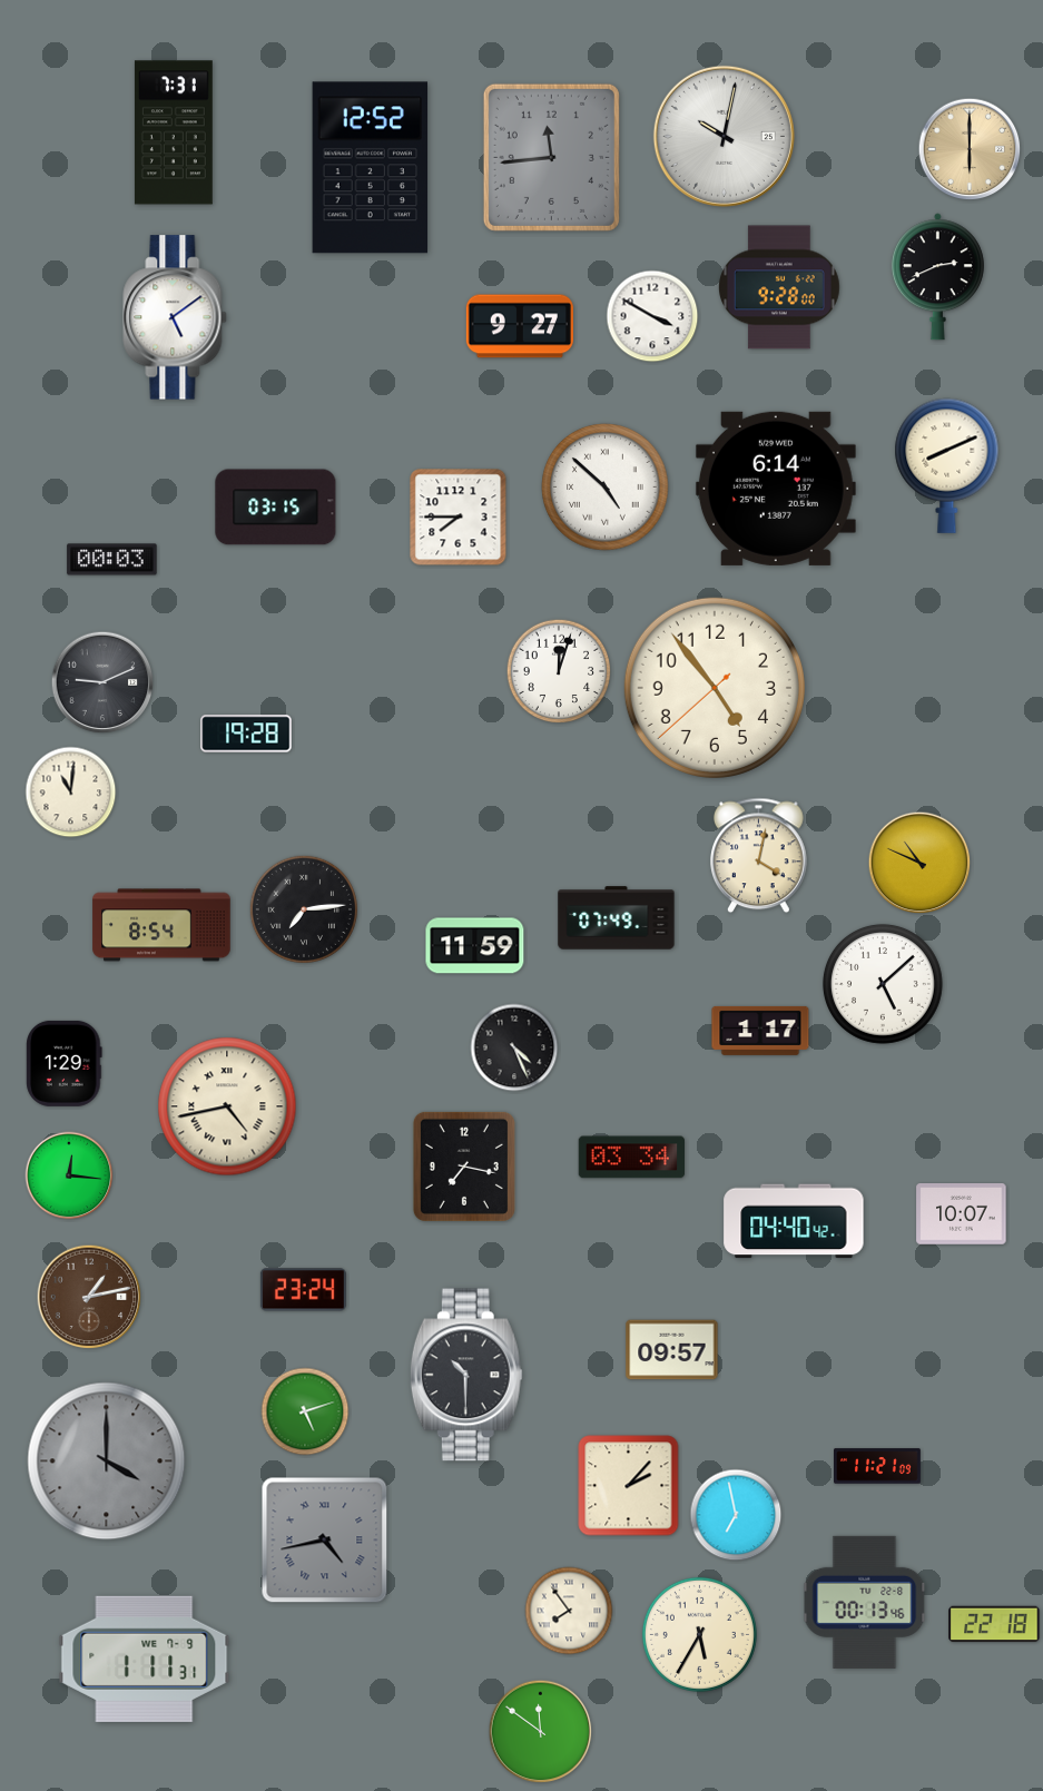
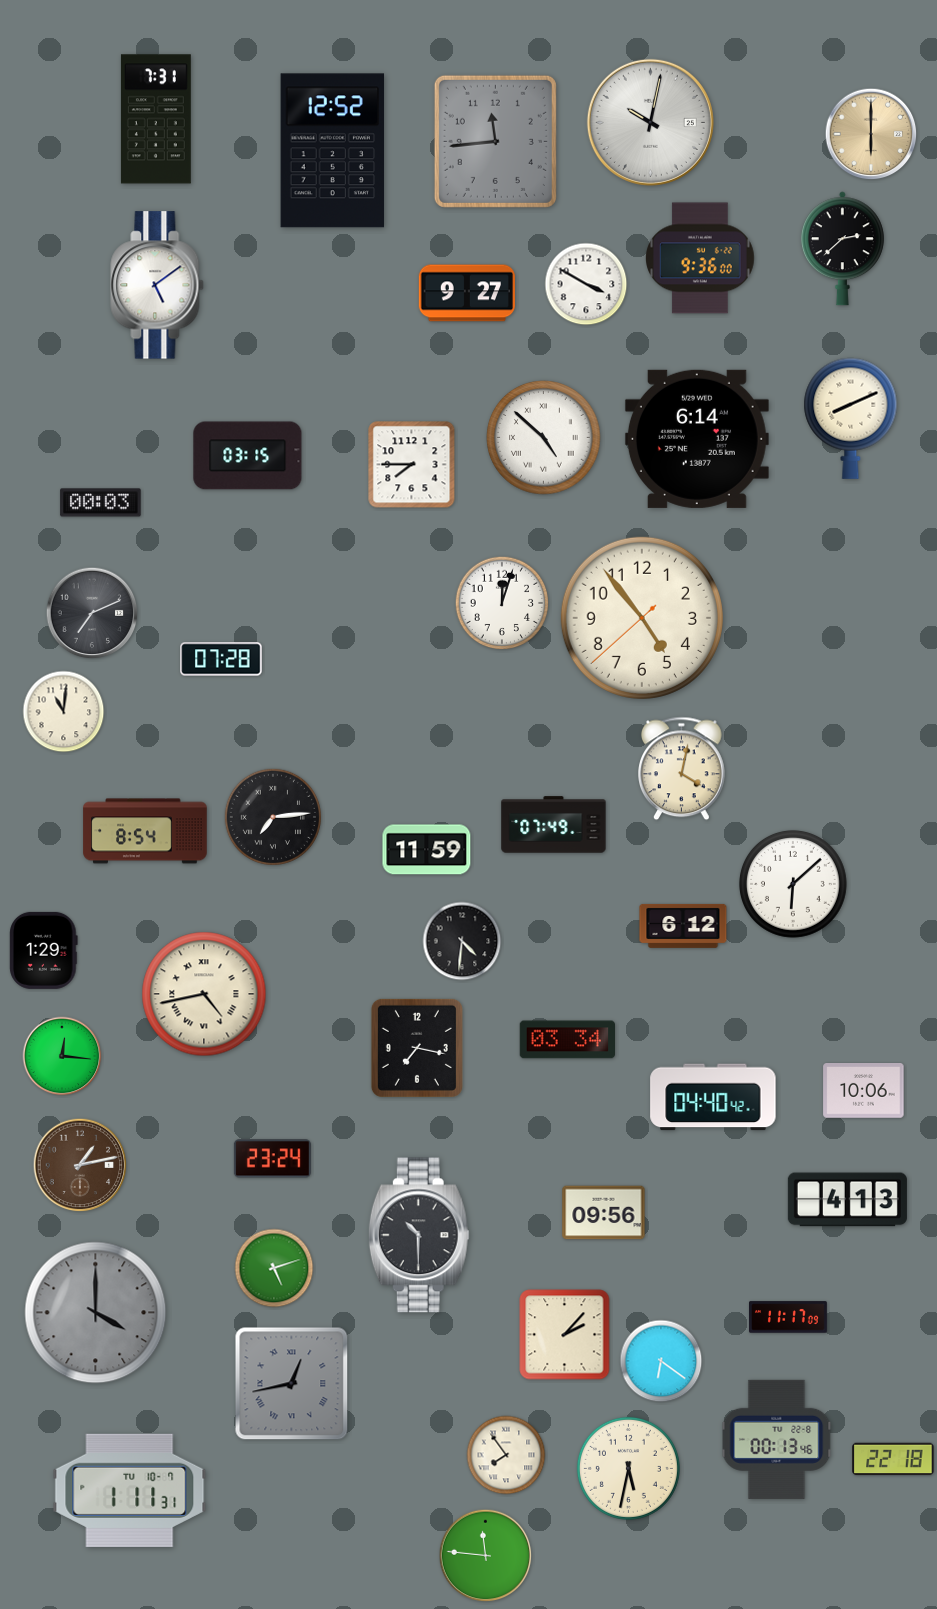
clock at (937, 277): 2:41 -> 2:38
clock at (780, 287): 9:28 -> 9:36
clock at (102, 682): 9:11 -> 7:11
clock at (246, 734): 19:28 -> 07:28
clock at (919, 863): 10:49 -> none
clock at (883, 984): 5:08 -> 6:08
clock at (760, 1031): 1:17 -> 6:12
clock at (514, 1047): 4:26 -> 4:31
clock at (65, 1063) position: (65, 1063) -> (44, 950)
clock at (962, 1214): 10:07 -> 10:06
clock at (847, 1200): none -> 4:13
clock at (672, 1350): 09:57 -> 09:56
clock at (878, 1466): 11:21 -> 11:17
clock at (736, 1515): 6:58 -> 6:21
clock at (325, 1541): 4:43 -> 12:43
clock at (569, 1611) position: (569, 1611) -> (506, 1455)
clock at (699, 1634): 5:35 -> 5:32
clock at (145, 1659) date: WE 7-9 -> TU 10-7
clock at (541, 1732): 11:51 -> 11:46
